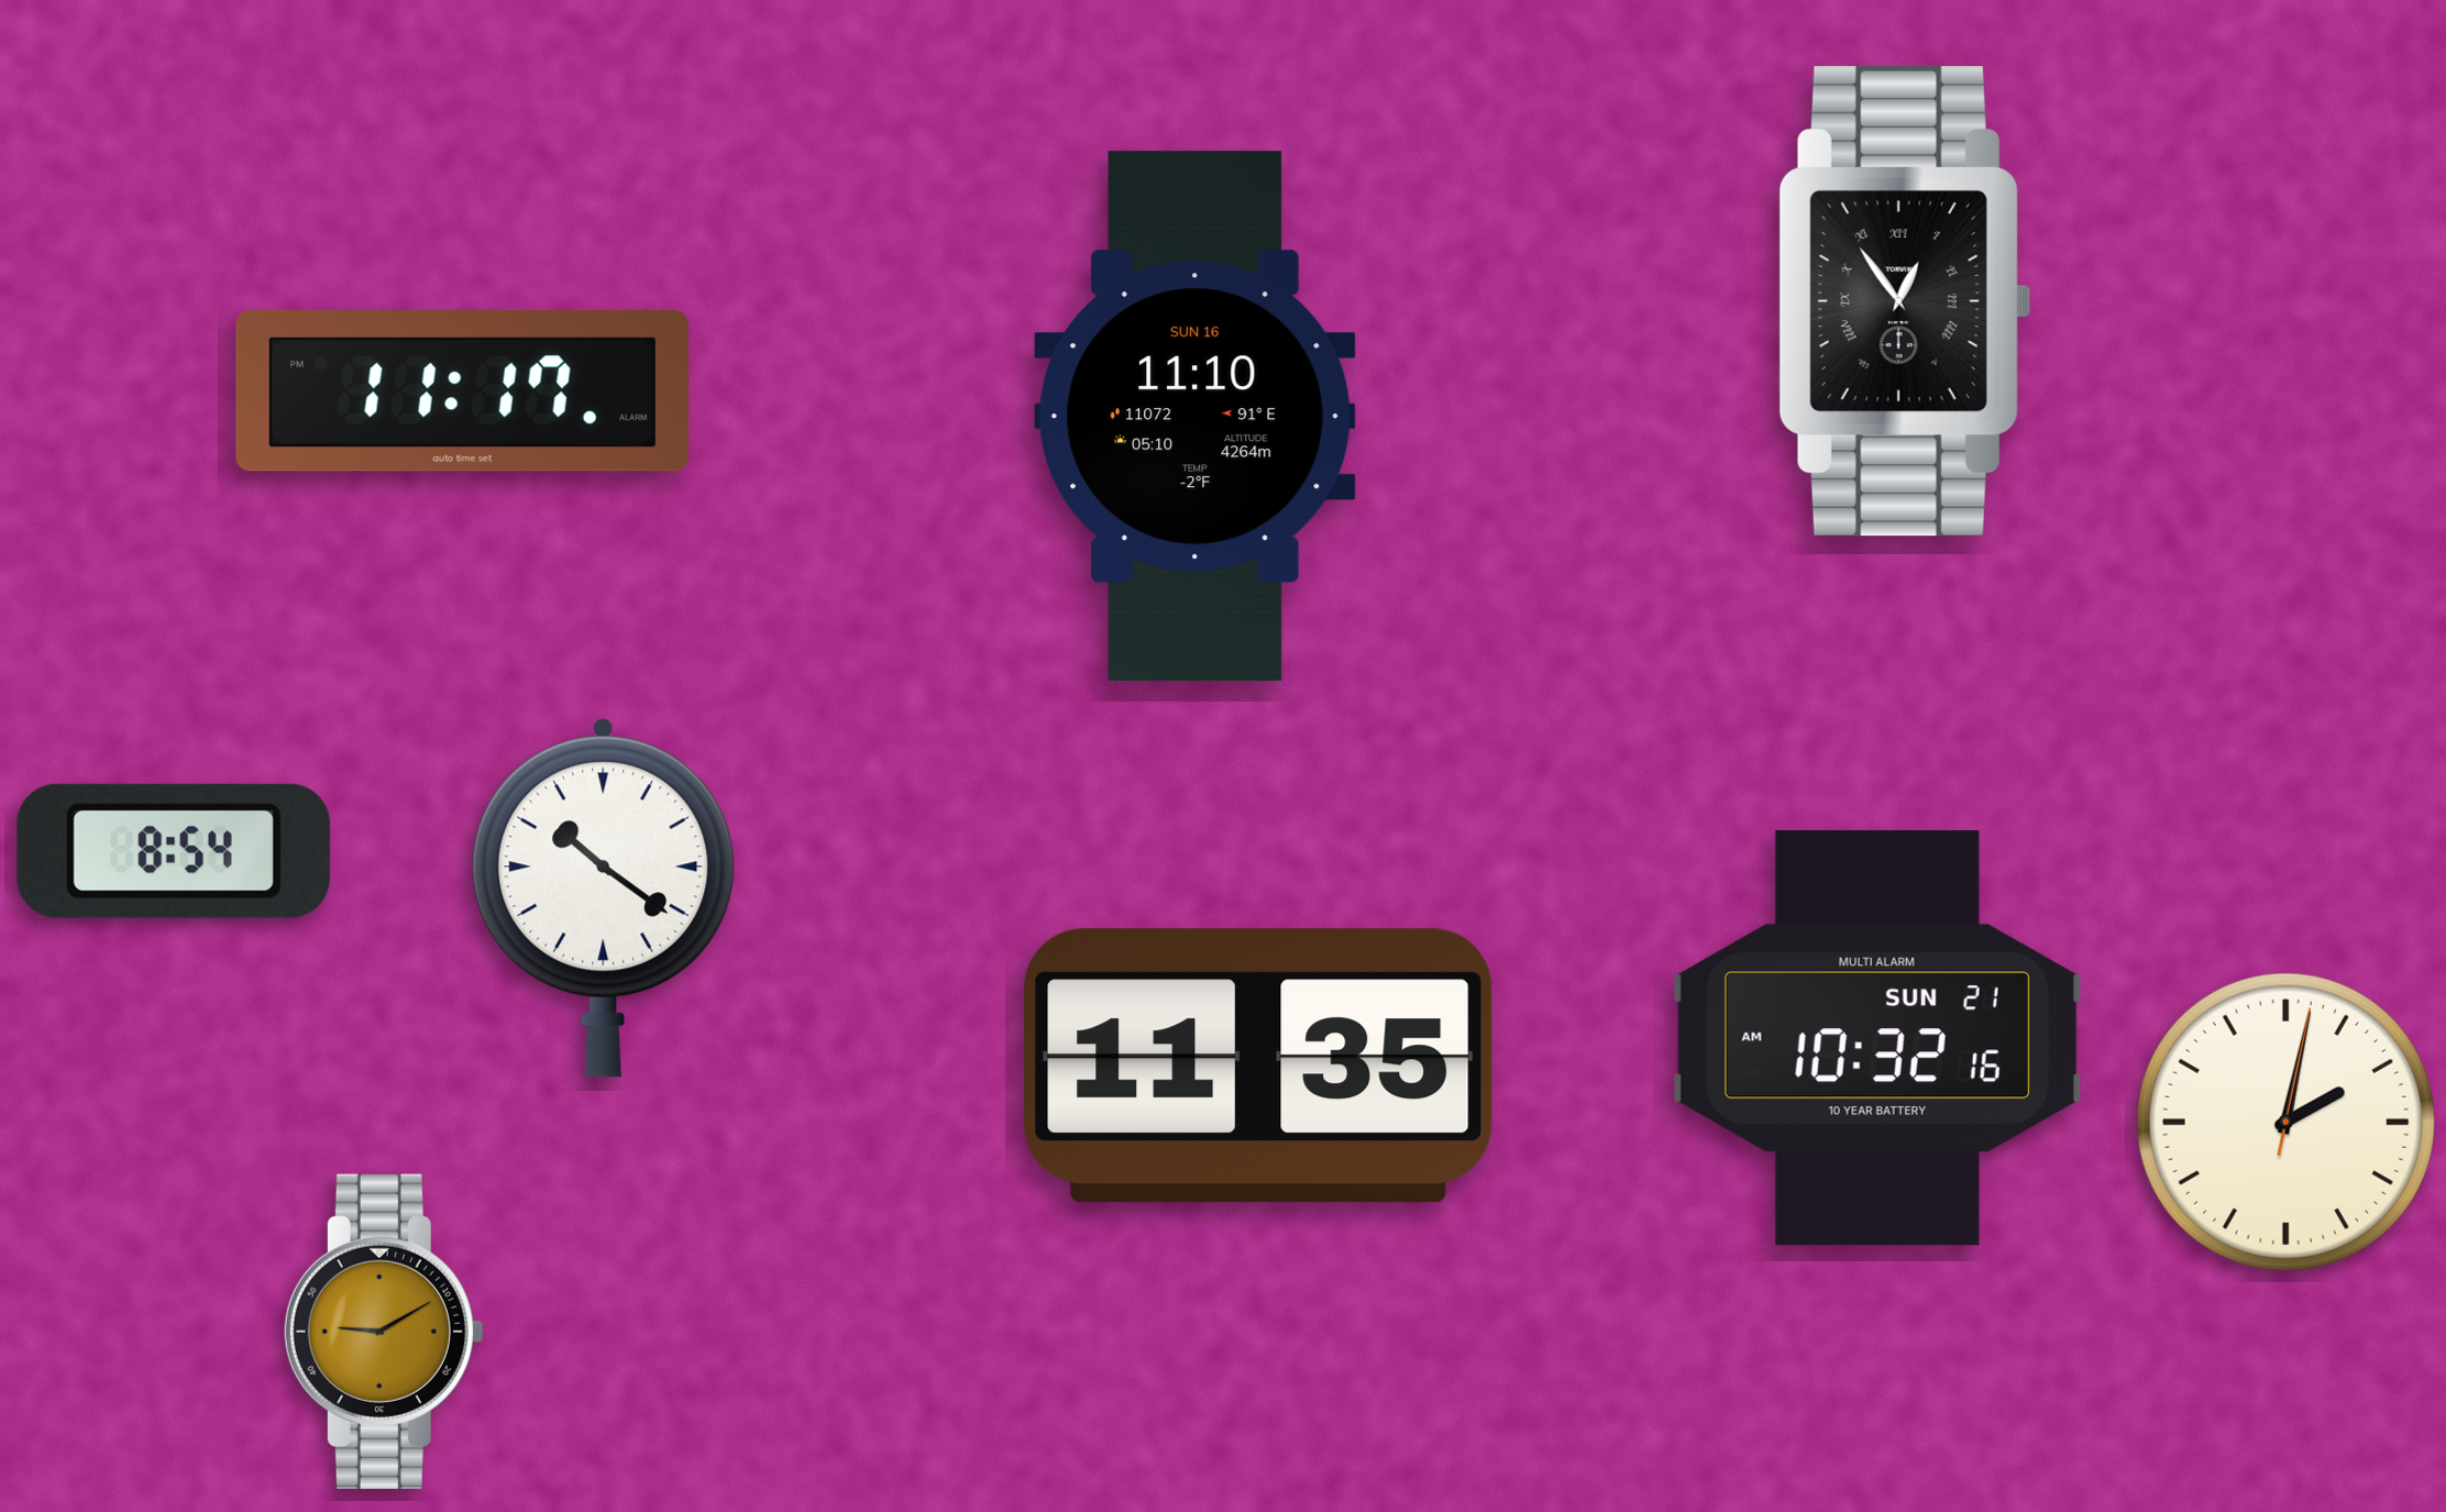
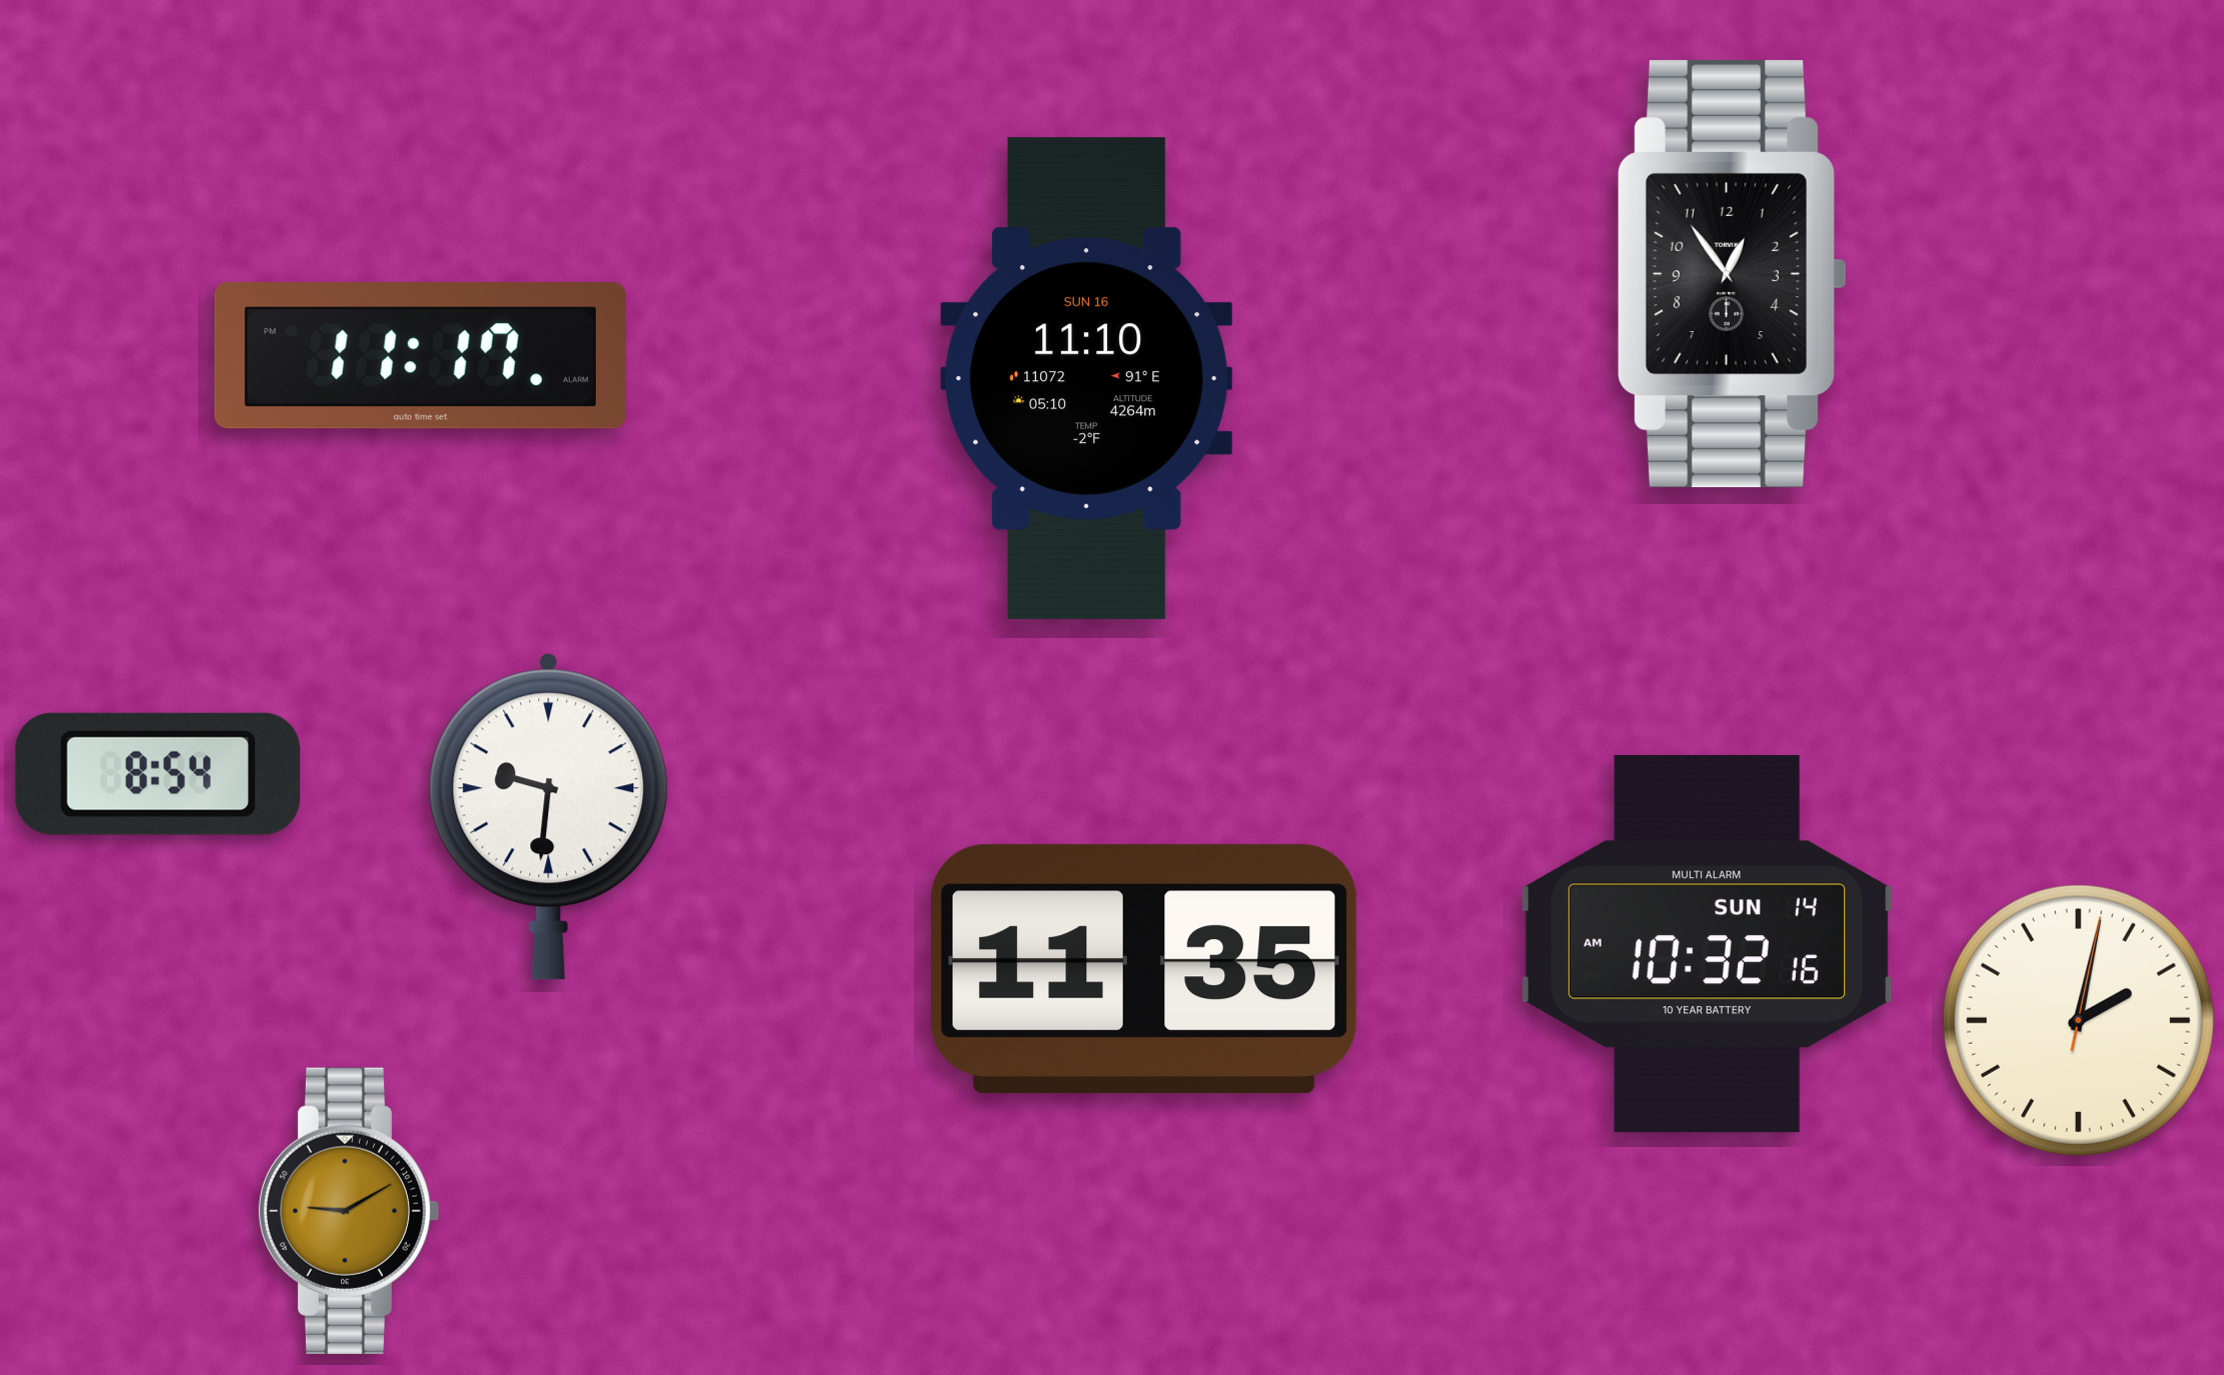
clock at (1905, 302) numerals: Roman -> Arabic
clock at (604, 897): 10:21 -> 9:31
clock at (1877, 1038) date: SUN 21 -> SUN 14
